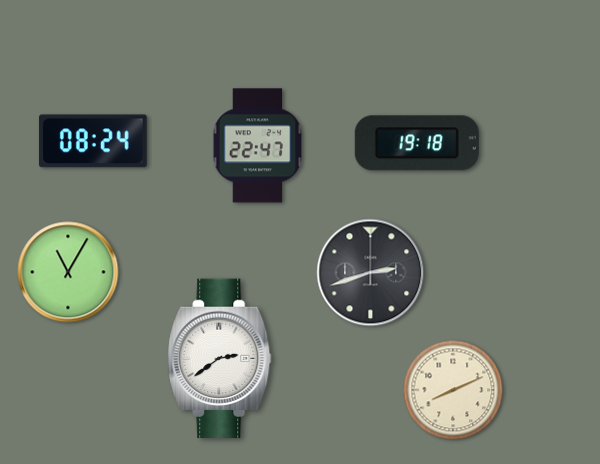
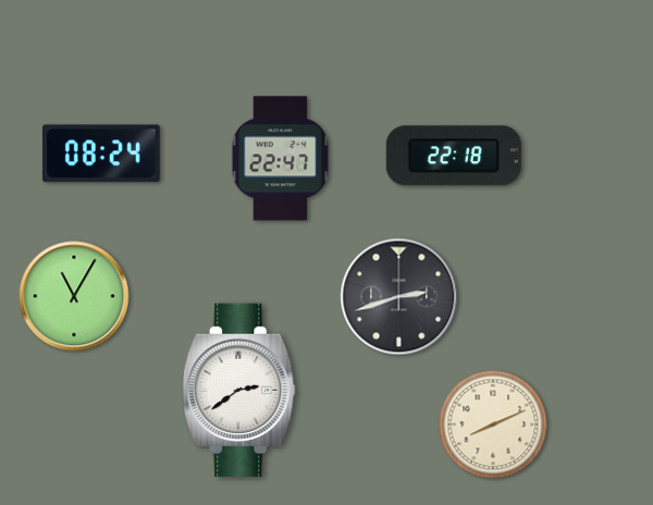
clock at (417, 143): 19:18 -> 22:18
clock at (371, 273) position: (371, 273) -> (399, 297)
